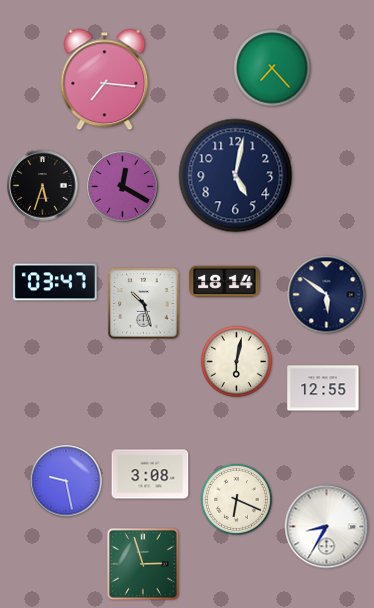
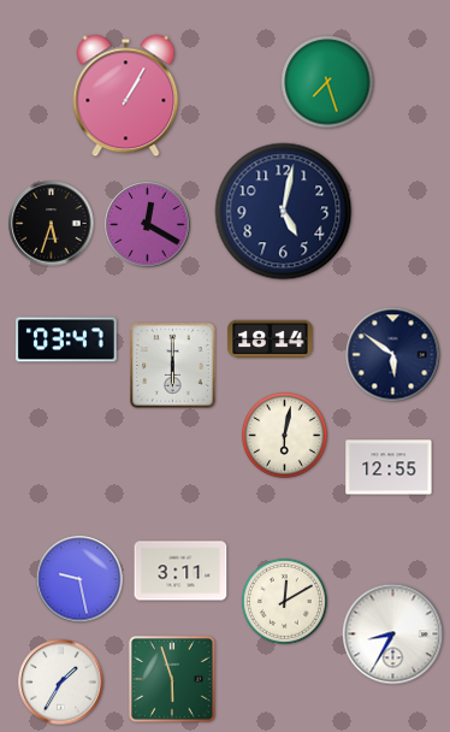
clock at (272, 68): 7:23 -> 7:27
clock at (105, 80): 7:16 -> 1:05
clock at (144, 304): 10:27 -> 6:00
clock at (150, 474): 3:08 -> 3:11
clock at (236, 499): 6:19 -> 12:10
clock at (143, 564): 2:57 -> 5:57
clock at (61, 683): none -> 1:35
